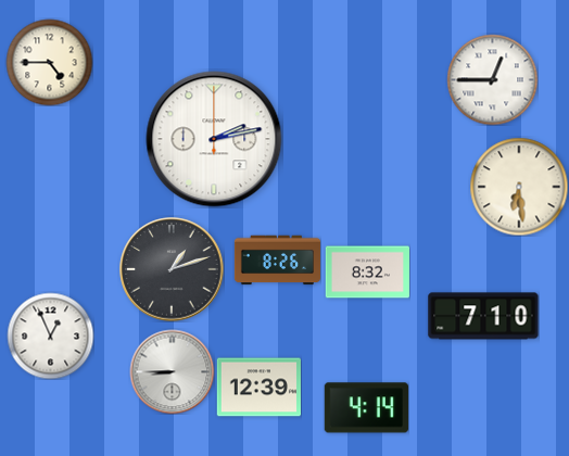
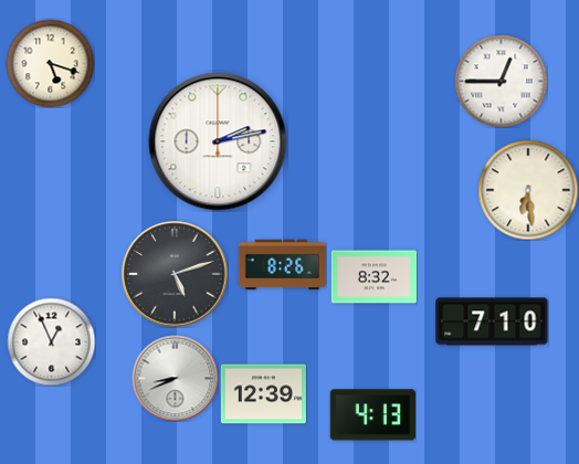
clock at (49, 62): 4:45 -> 5:18
clock at (172, 269): 1:12 -> 5:12
clock at (172, 371): 8:45 -> 8:41
clock at (366, 408): 4:14 -> 4:13
